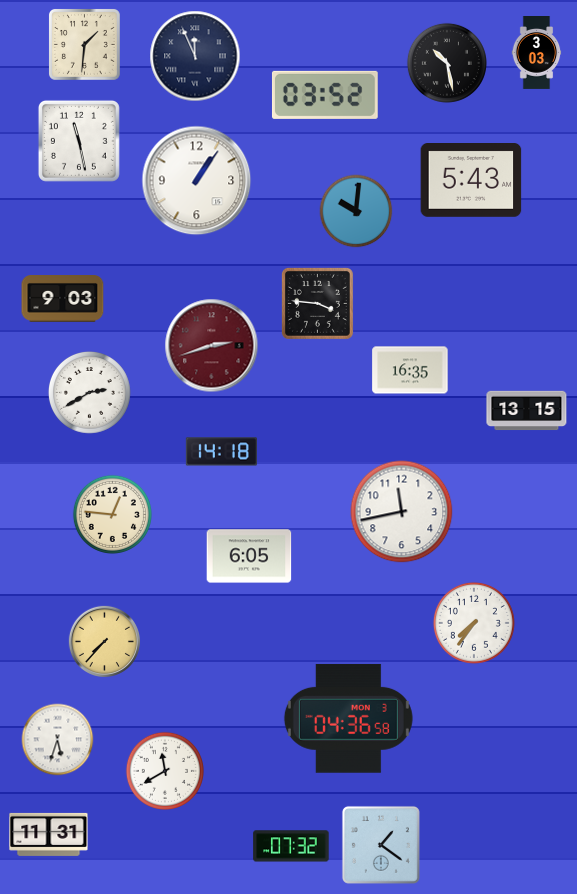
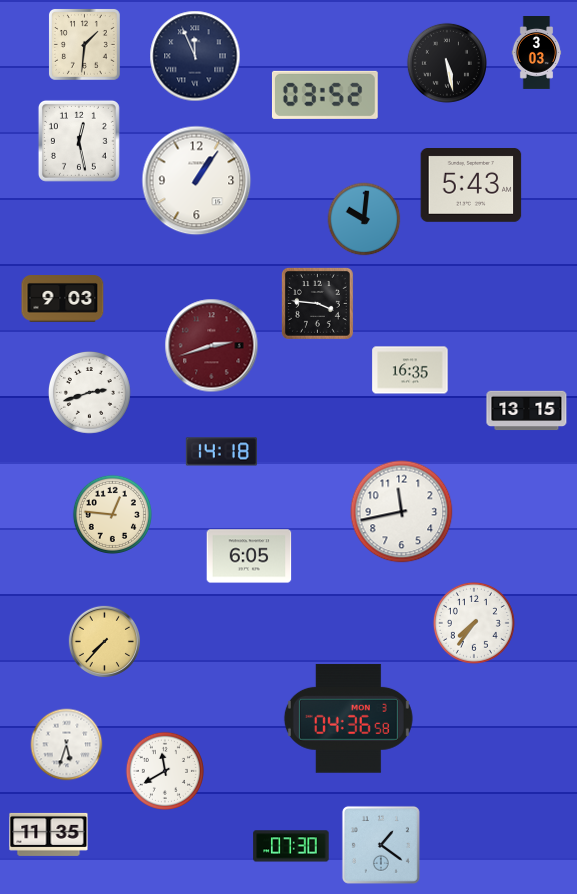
clock at (447, 63): 10:28 -> 5:28
clock at (79, 141): 11:28 -> 12:28
clock at (471, 181) position: (471, 181) -> (471, 186)
clock at (356, 211) position: (356, 211) -> (364, 219)
clock at (89, 392): 2:40 -> 2:42
clock at (58, 740) position: (58, 740) -> (67, 745)
clock at (49, 834): 11:31 -> 11:35
clock at (291, 846): 07:32 -> 07:30
